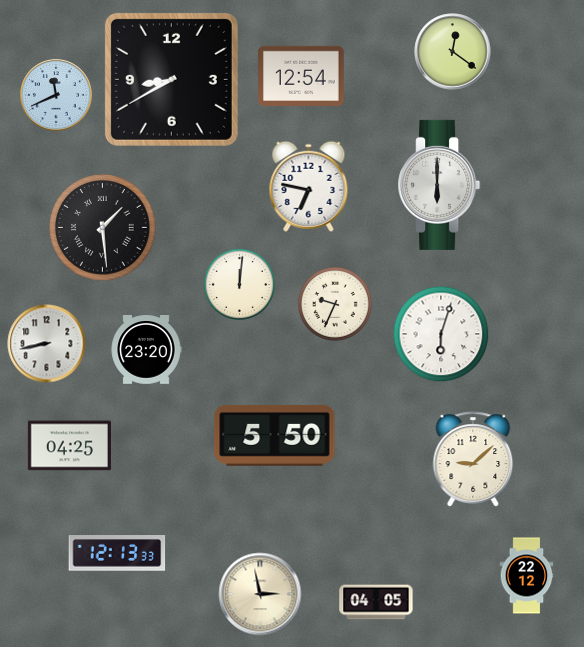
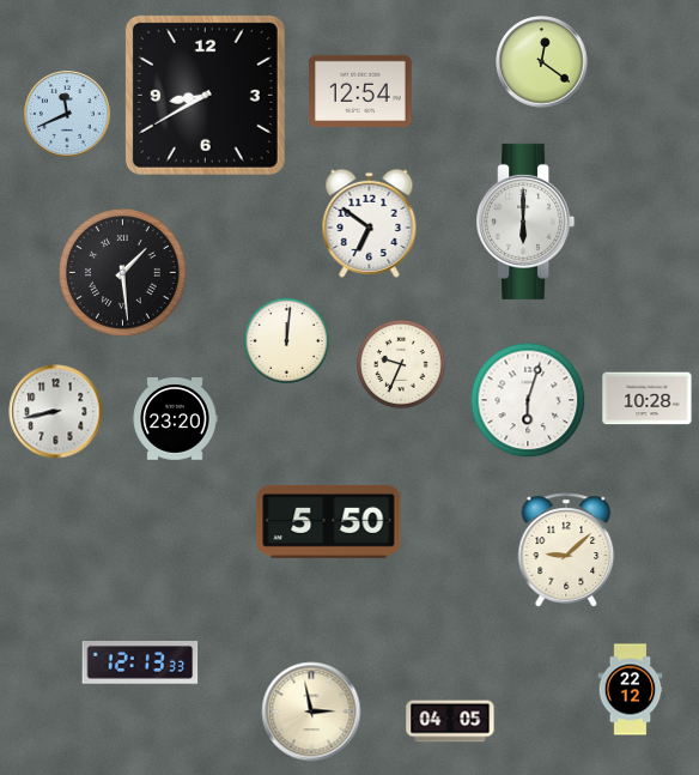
clock at (309, 186): 6:47 -> 6:51
clock at (648, 399): none -> 10:28
clock at (69, 446): 04:25 -> none
